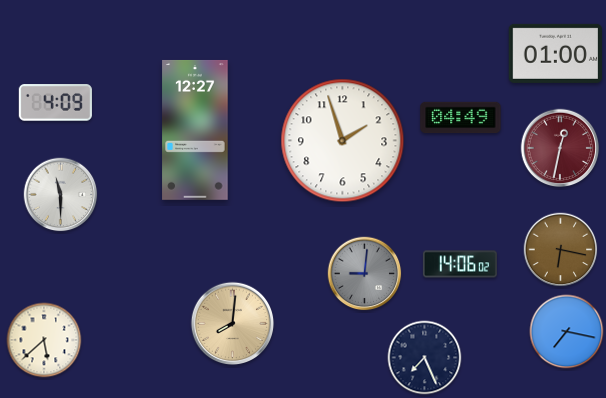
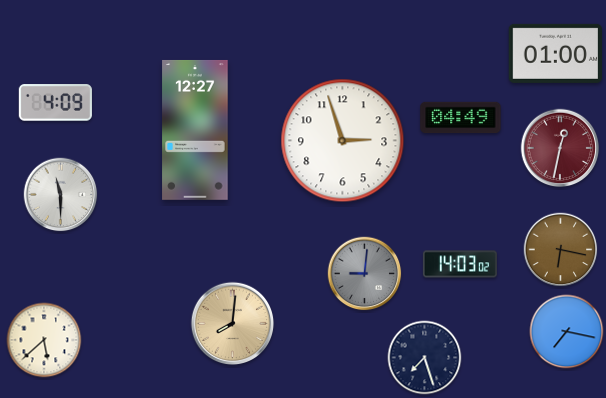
clock at (343, 141): 1:57 -> 2:57
clock at (460, 264): 14:06 -> 14:03
clock at (425, 358): 7:26 -> 7:27
